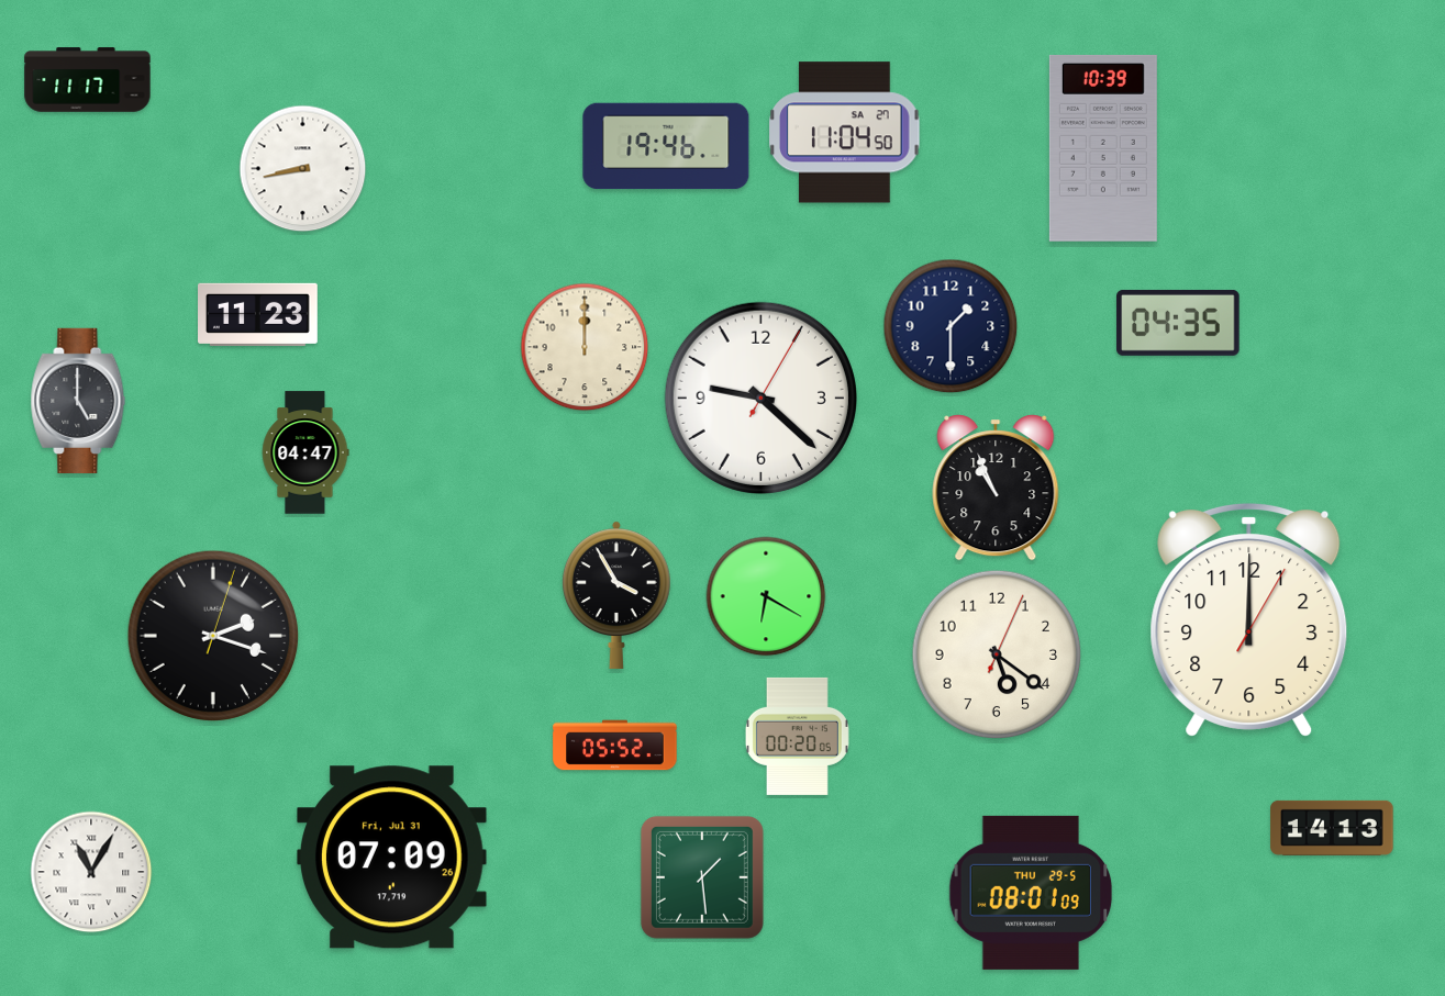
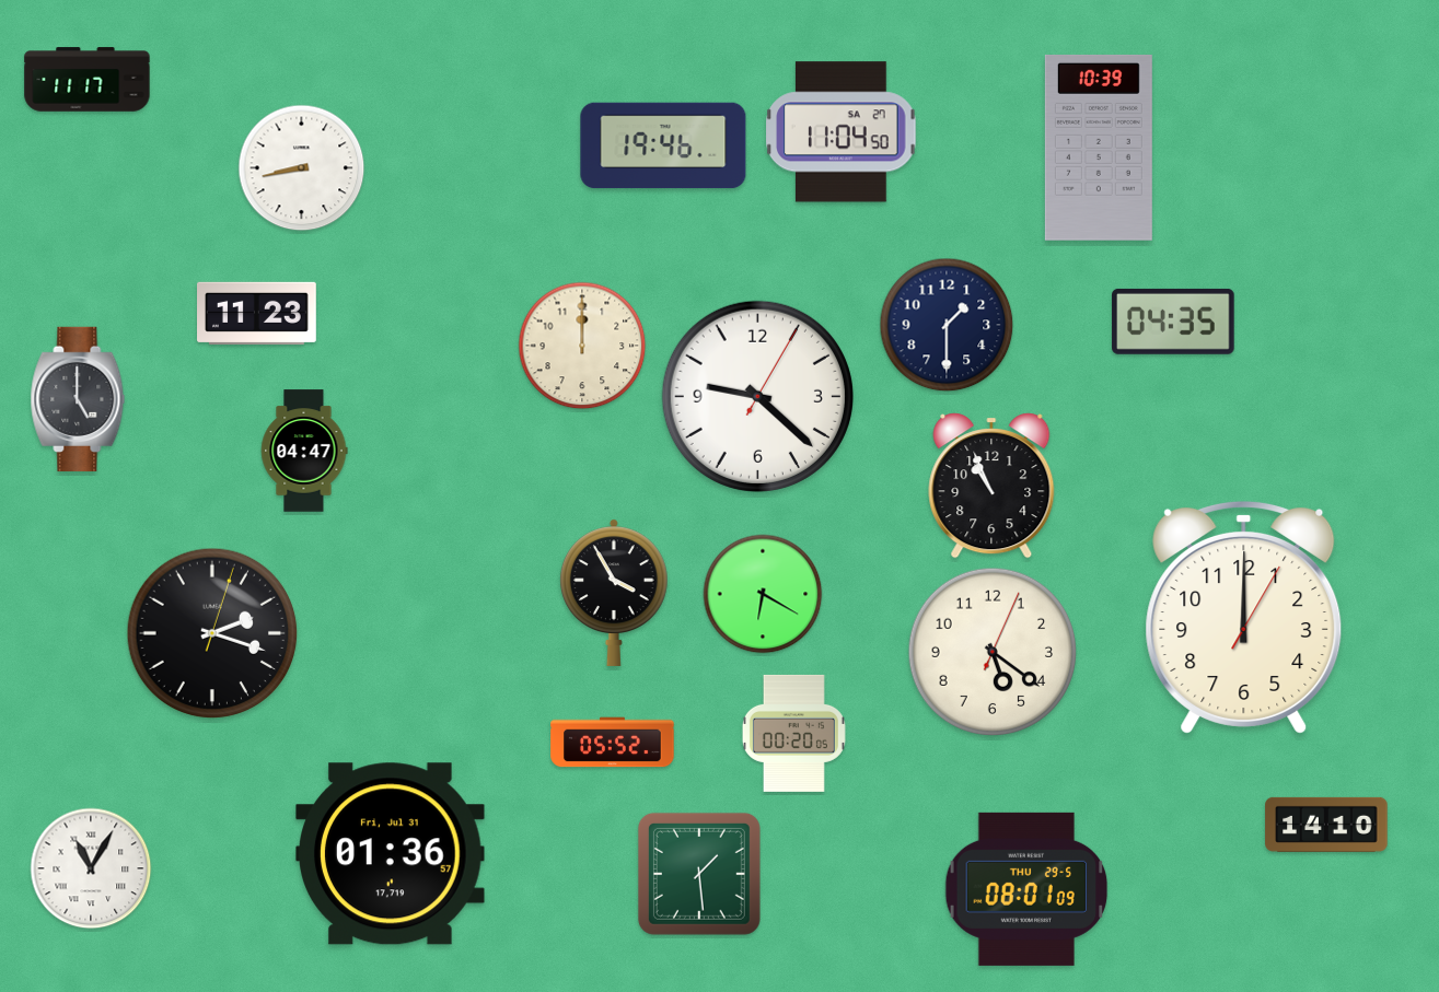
clock at (1332, 828): 14:13 -> 14:10
clock at (392, 858): 07:09 -> 01:36
